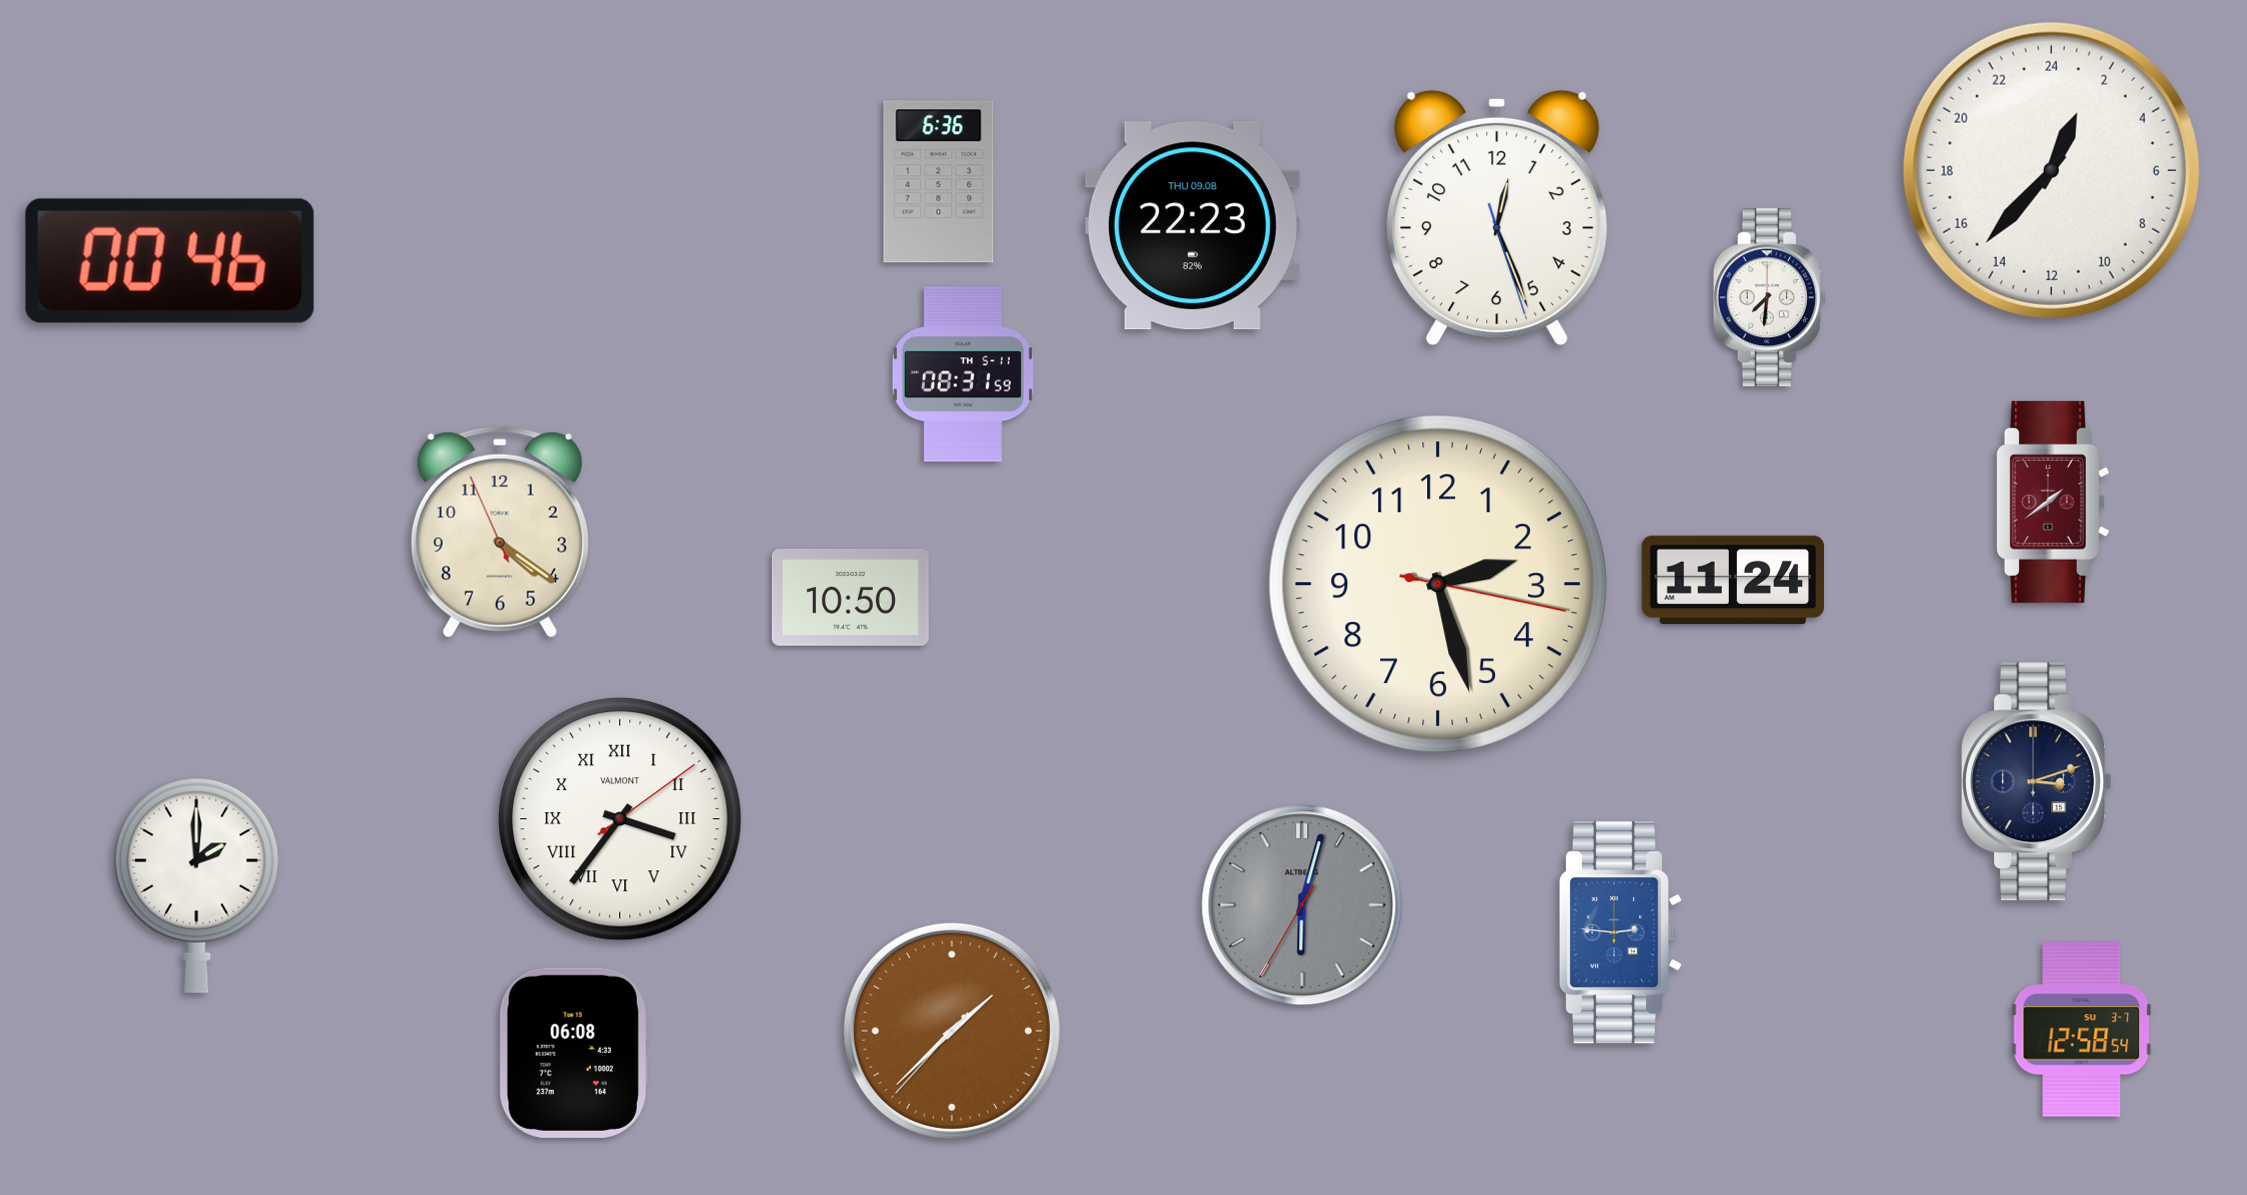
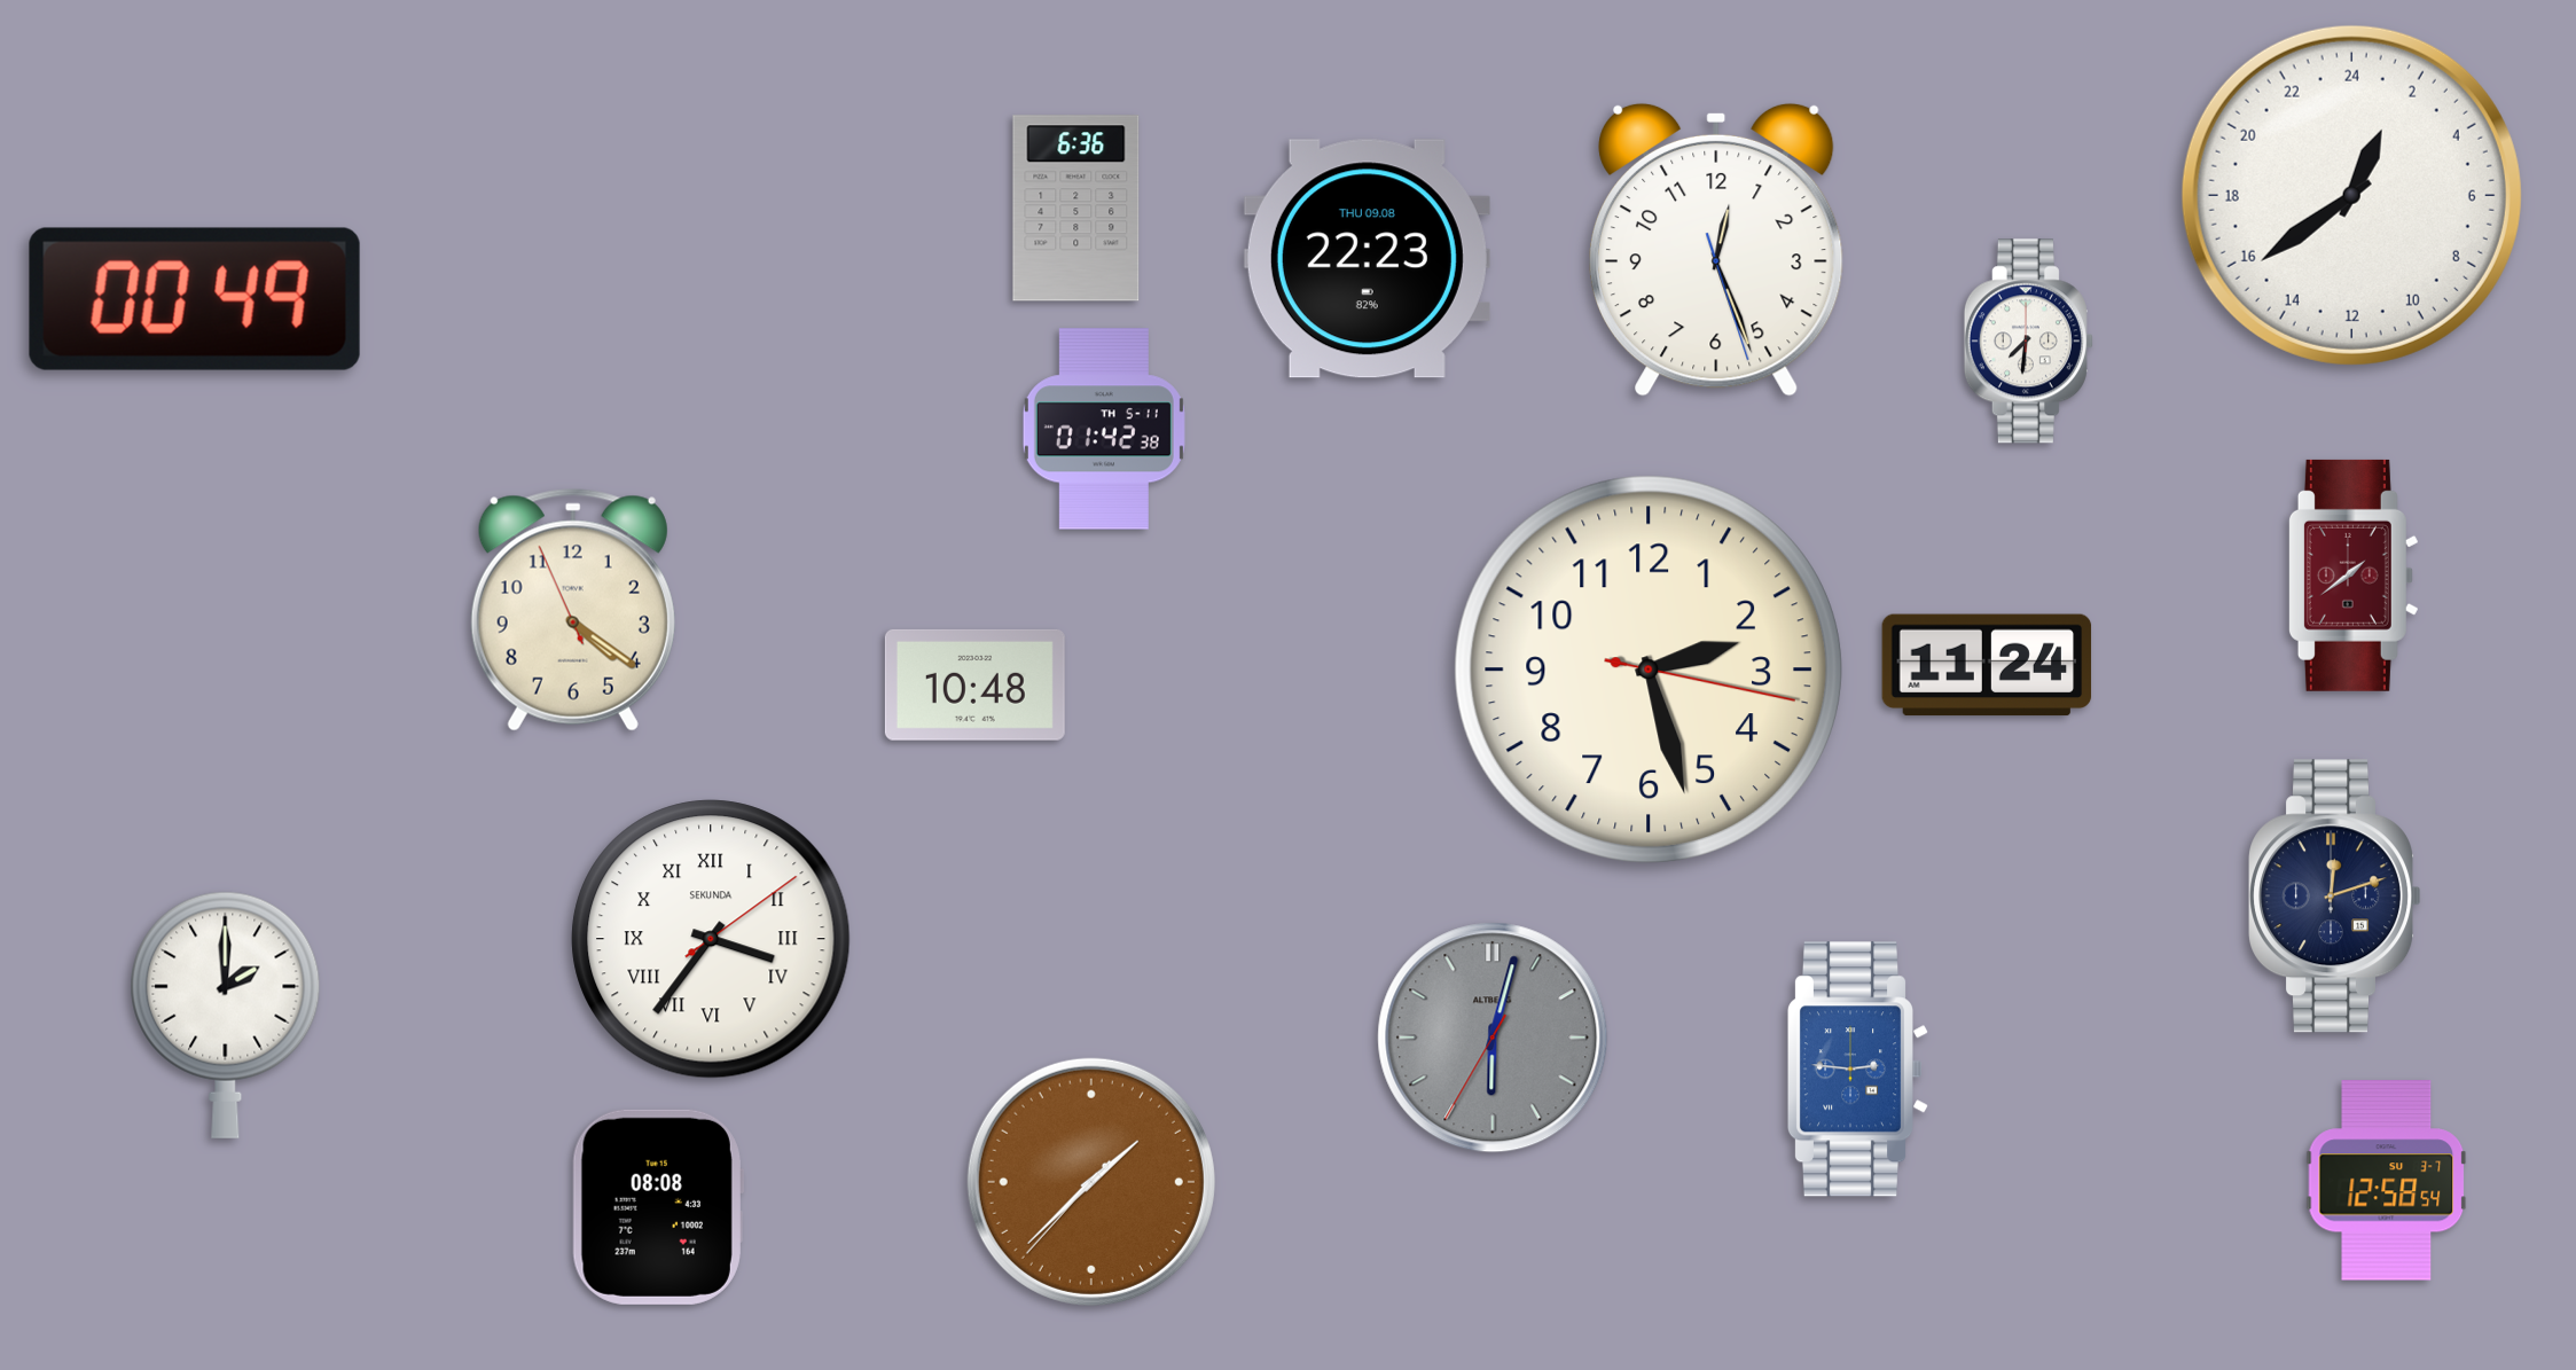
clock at (2051, 170): 1:37 -> 1:39
clock at (170, 261): 00:46 -> 00:49
clock at (963, 374): 08:31 -> 01:42
clock at (850, 597): 10:50 -> 10:48
clock at (2036, 782): 3:12 -> 12:12
clock at (620, 819) brand: VALMONT -> SEKUNDA
clock at (574, 1053): 06:08 -> 08:08
